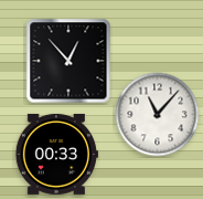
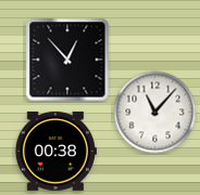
clock at (56, 154): 00:33 -> 00:38
